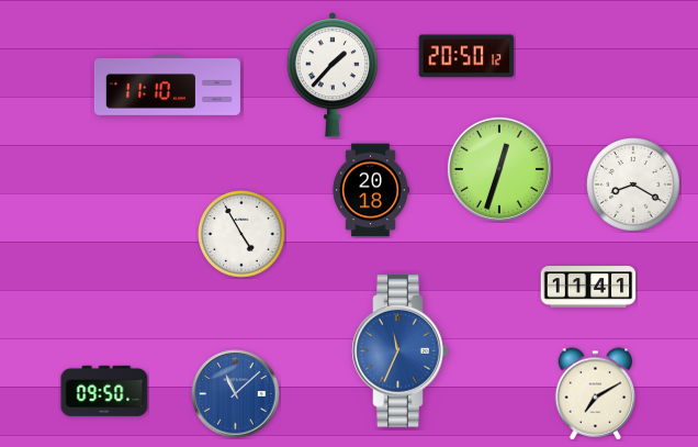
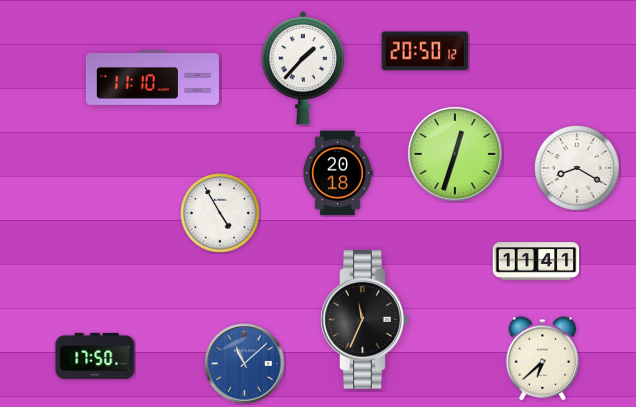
clock at (401, 351) dial: blue -> black
clock at (104, 391): 09:50 -> 17:50
clock at (236, 394) position: (236, 394) -> (245, 364)
clock at (596, 394): 7:10 -> 6:38
